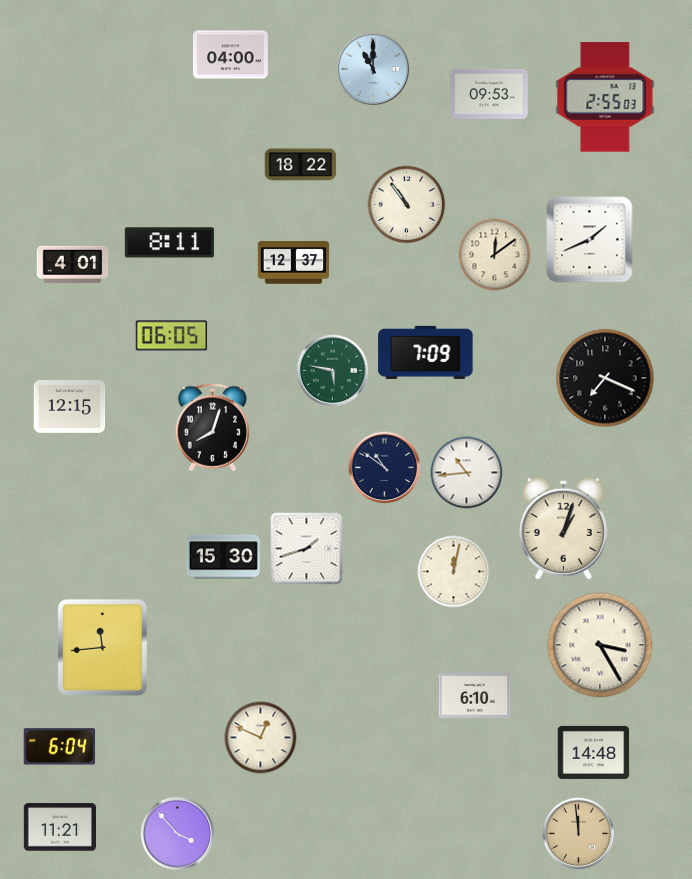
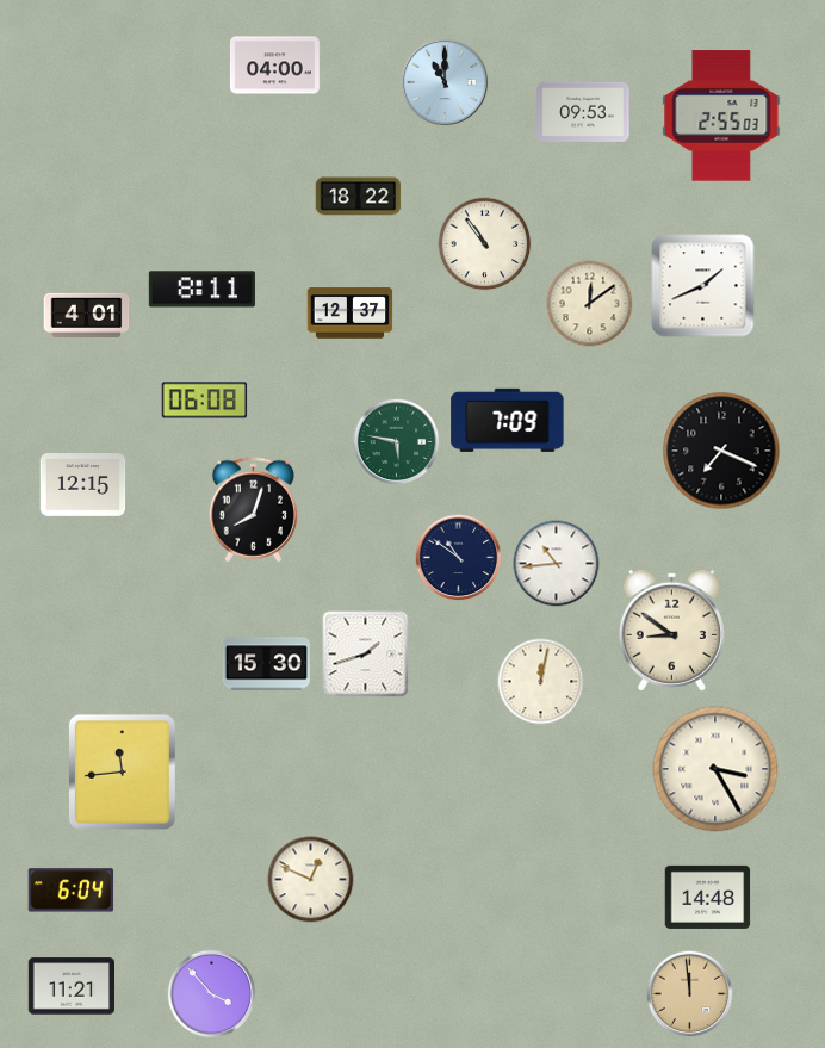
clock at (172, 336): 06:05 -> 06:08
clock at (563, 528): 1:03 -> 8:51
clock at (475, 696): 6:10 -> none
